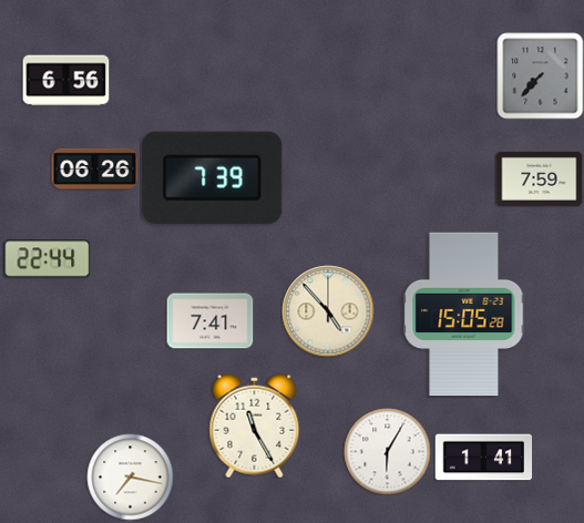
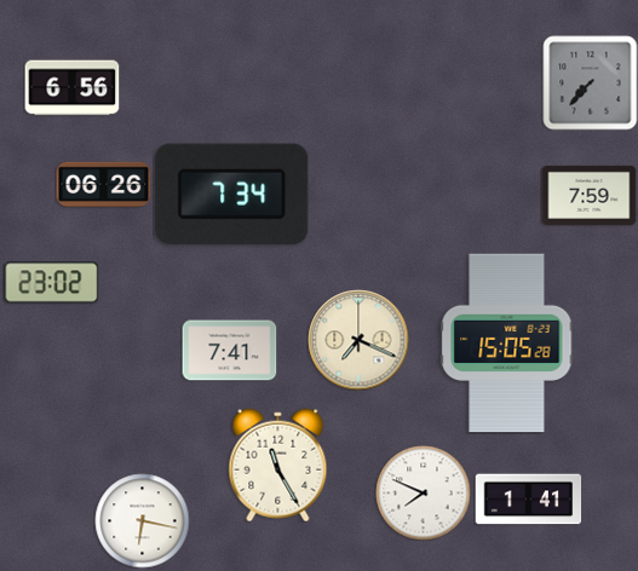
clock at (213, 177): 7:39 -> 7:34
clock at (47, 259): 22:44 -> 23:02
clock at (328, 311): 4:53 -> 7:19
clock at (387, 451): 6:05 -> 7:49
clock at (130, 476): 7:17 -> 6:17
